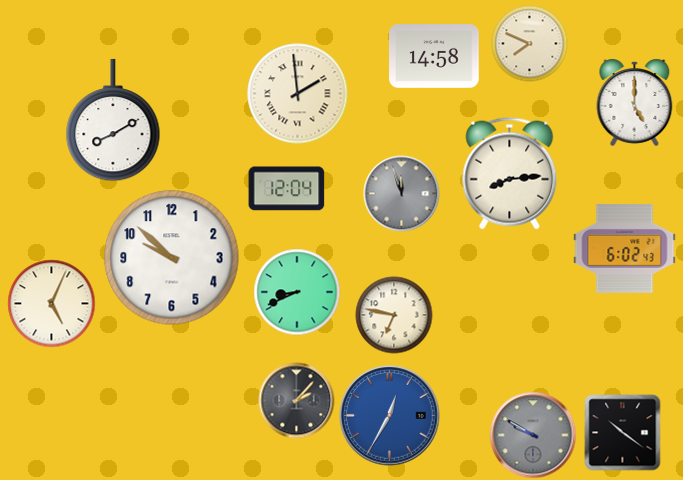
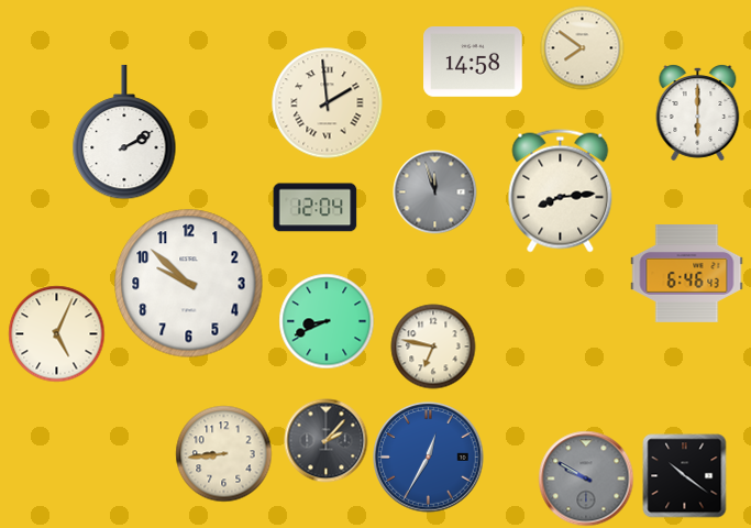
clock at (530, 44): 7:49 -> 7:51
clock at (434, 57) position: (434, 57) -> (473, 63)
clock at (635, 102): 5:00 -> 6:00
clock at (113, 120): 8:10 -> 2:10
clock at (402, 194) position: (402, 194) -> (435, 193)
clock at (625, 249): 6:02 -> 6:46
clock at (224, 454): none -> 8:44
